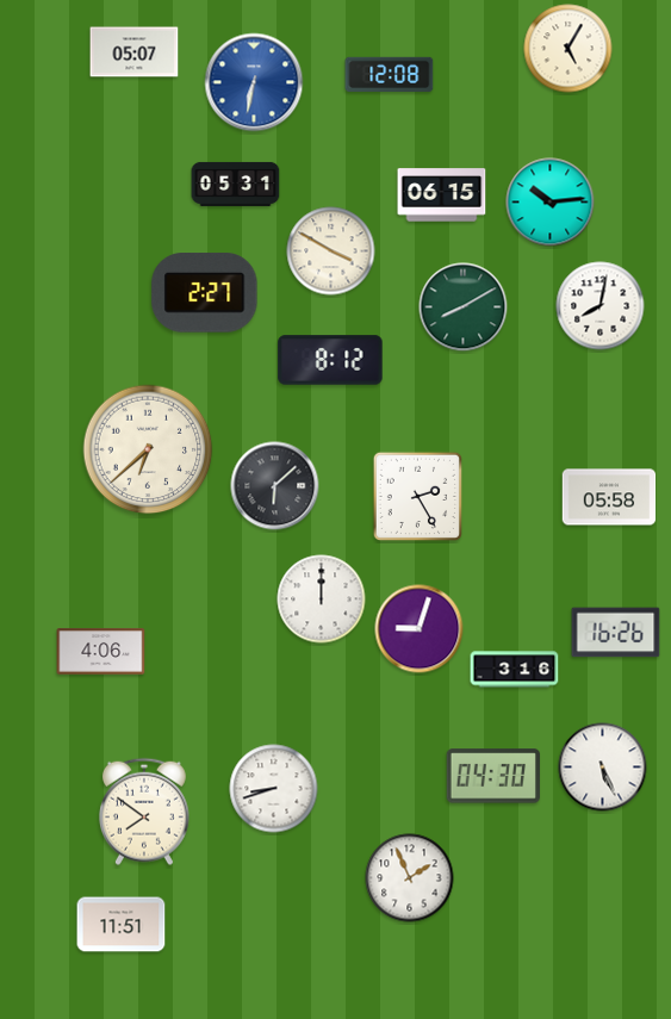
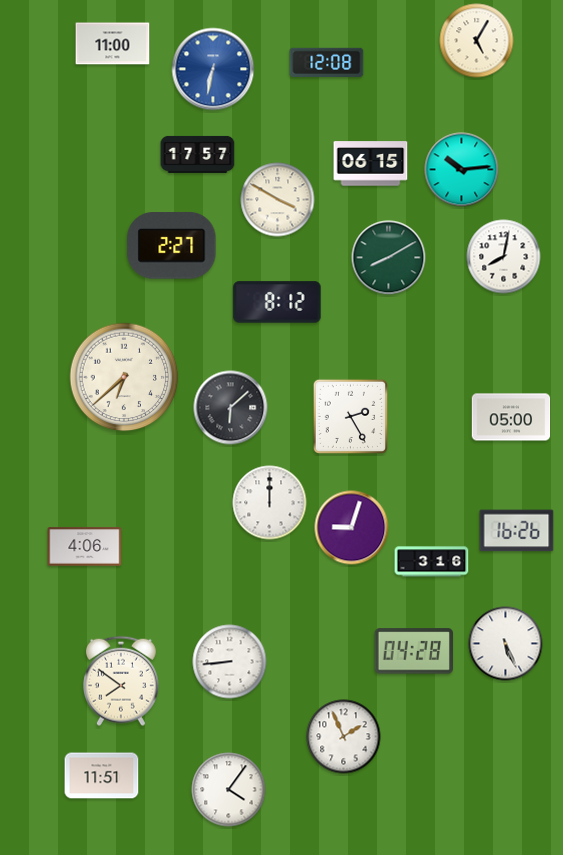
clock at (135, 52): 05:07 -> 11:00
clock at (236, 184): 05:31 -> 17:57
clock at (331, 251) position: (331, 251) -> (278, 200)
clock at (609, 497): 05:58 -> 05:00
clock at (492, 776): 04:30 -> 04:28
clock at (274, 789): 8:42 -> 8:44
clock at (229, 790): none -> 4:06
